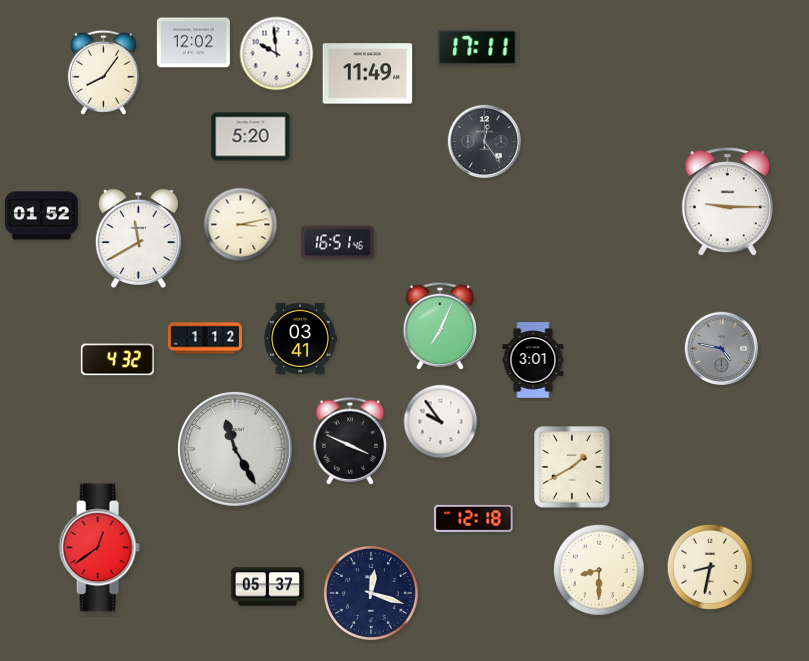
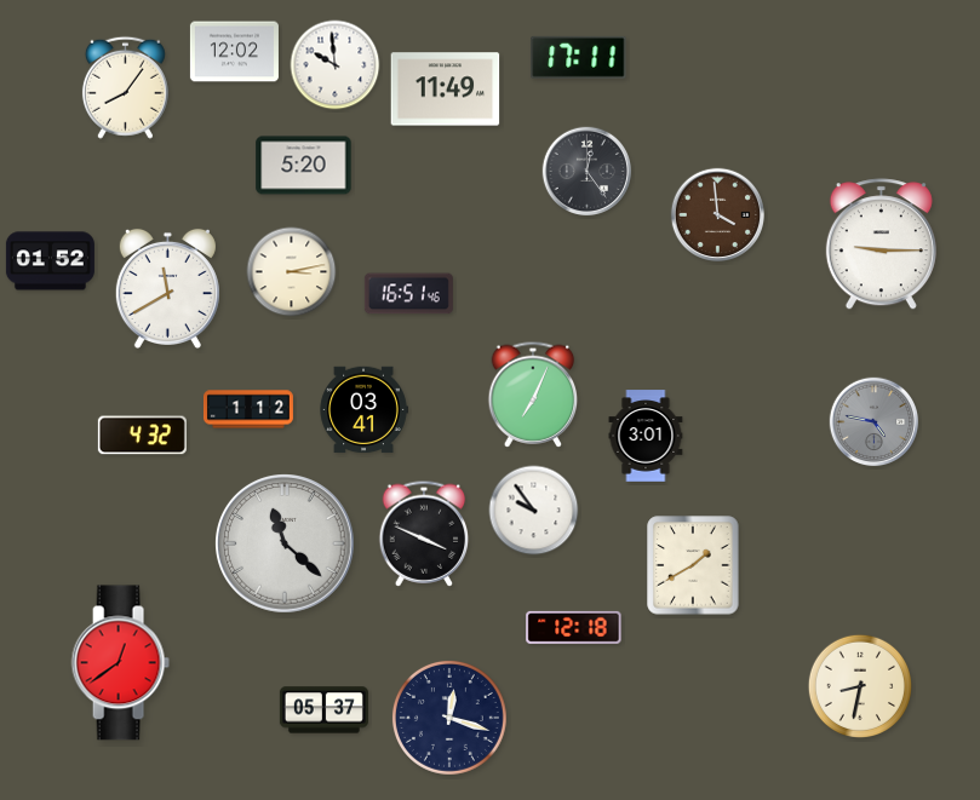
clock at (717, 214): none -> 3:59
clock at (236, 450): 11:25 -> 11:22
clock at (599, 570): 8:30 -> none
